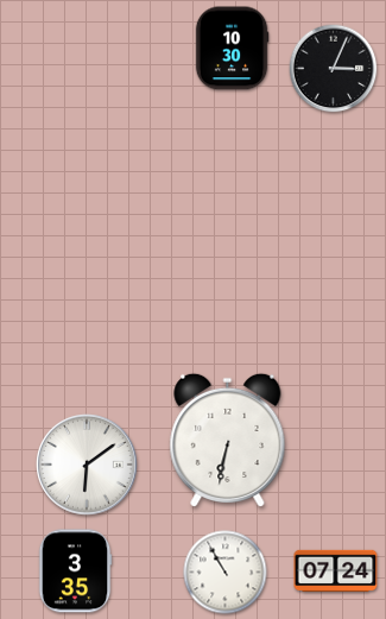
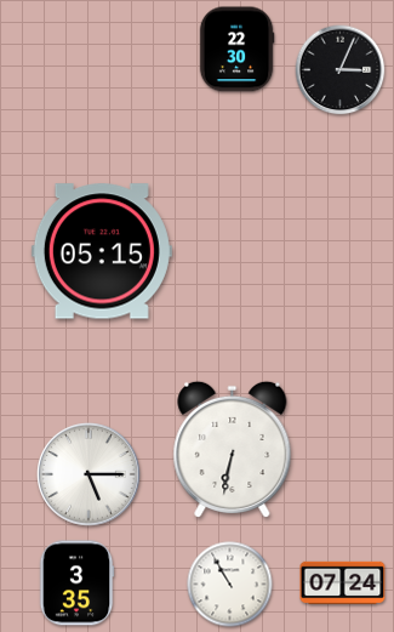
clock at (232, 49): 10:30 -> 22:30
clock at (102, 251): none -> 05:15
clock at (88, 466): 6:09 -> 5:15
